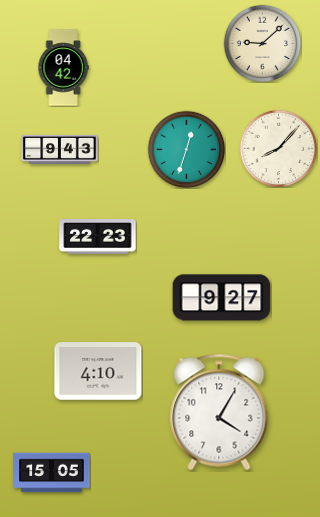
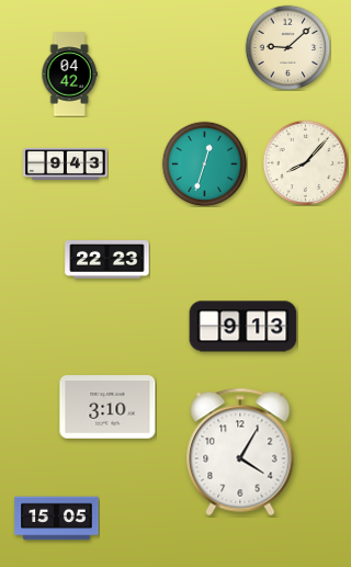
clock at (222, 298): 9:27 -> 9:13
clock at (98, 371): 4:10 -> 3:10
